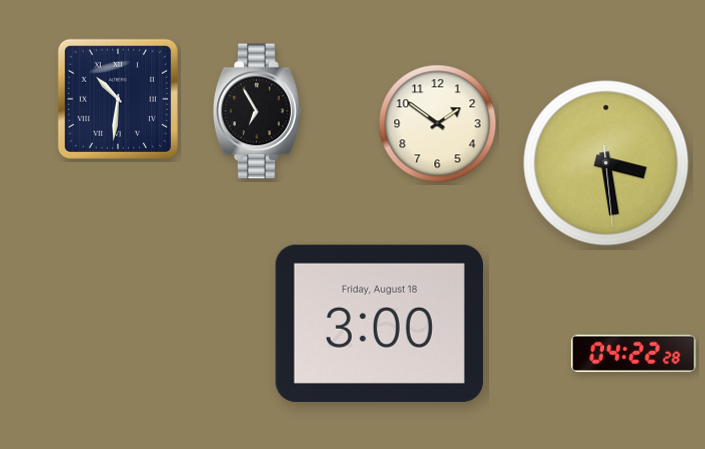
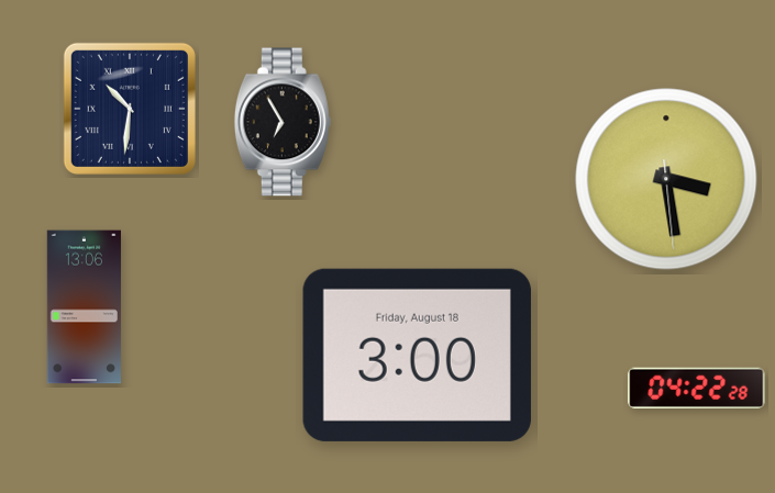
clock at (438, 124): 1:51 -> none
clock at (84, 307): none -> 13:06
